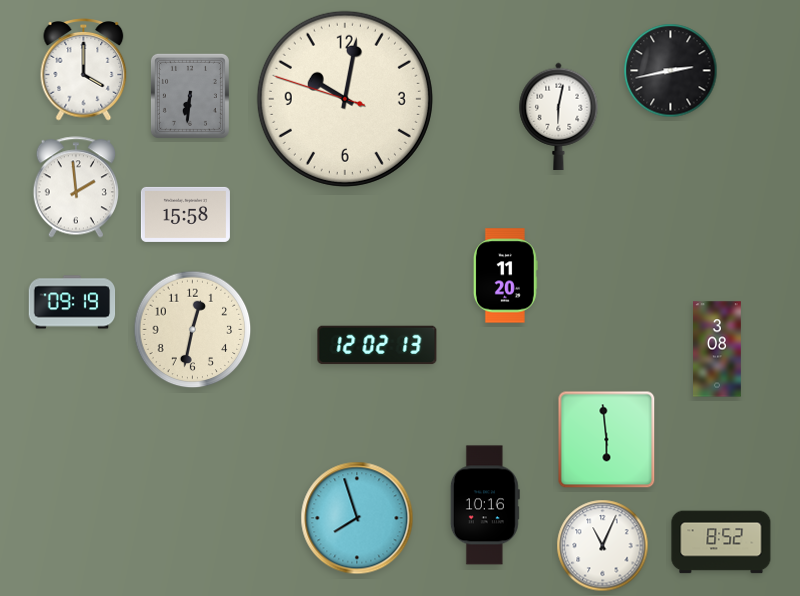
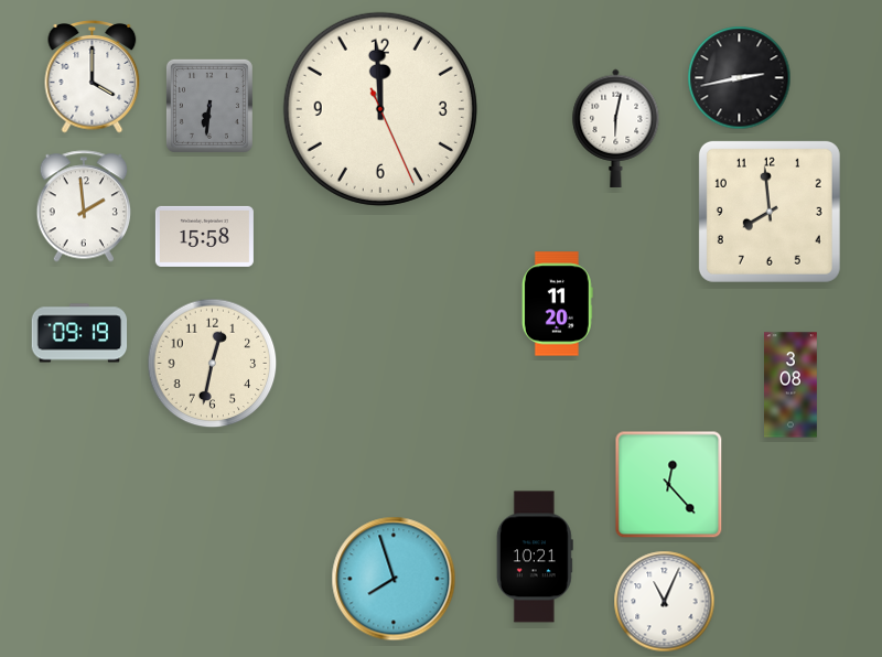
clock at (345, 99): 10:01 -> 11:59
clock at (770, 212): none -> 7:59
clock at (377, 345): 12:02 -> none
clock at (607, 440): 5:59 -> 12:23
clock at (485, 505): 10:16 -> 10:21
clock at (357, 518) position: (357, 518) -> (394, 579)
clock at (721, 542): 8:52 -> none
